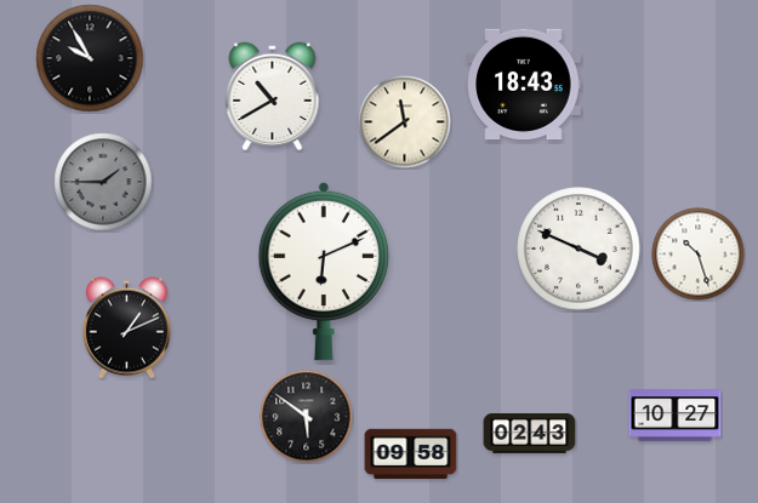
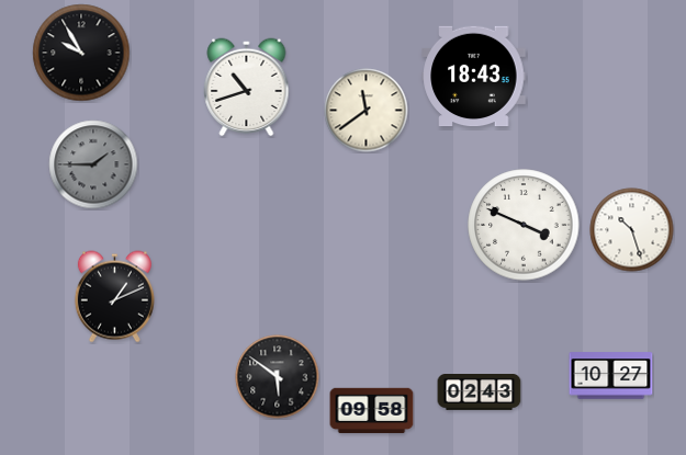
clock at (273, 97): 10:40 -> 10:42
clock at (323, 271): 6:11 -> none
